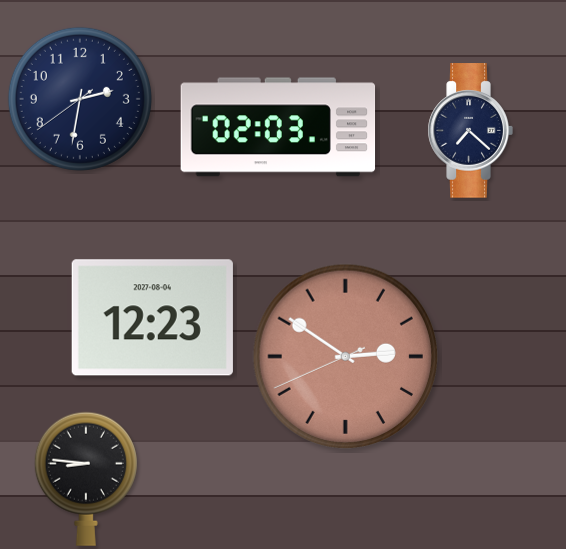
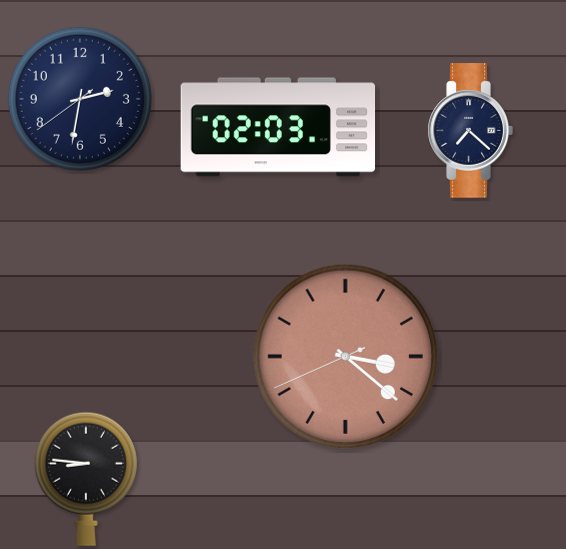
clock at (152, 318): 12:23 -> none
clock at (345, 356): 2:50 -> 3:21
